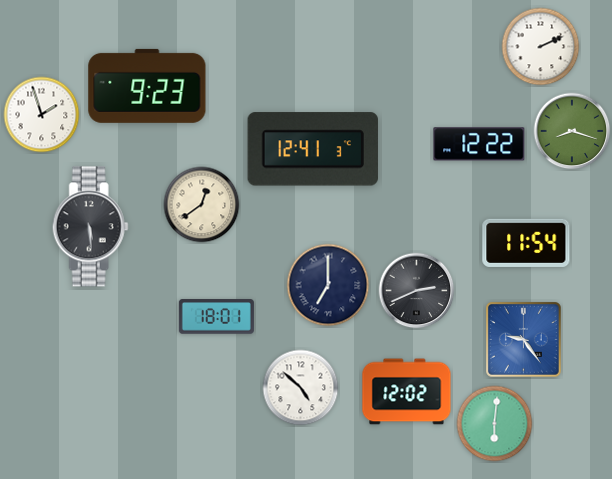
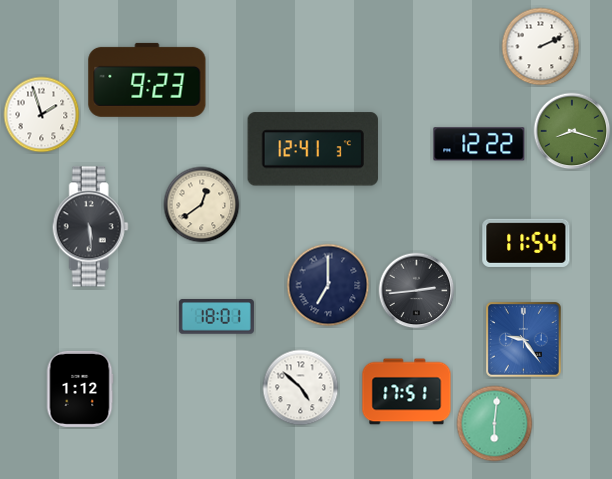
clock at (147, 86) position: (147, 86) -> (147, 80)
clock at (417, 291): 2:41 -> 2:44
clock at (80, 389): none -> 1:12
clock at (407, 392): 12:02 -> 17:51
